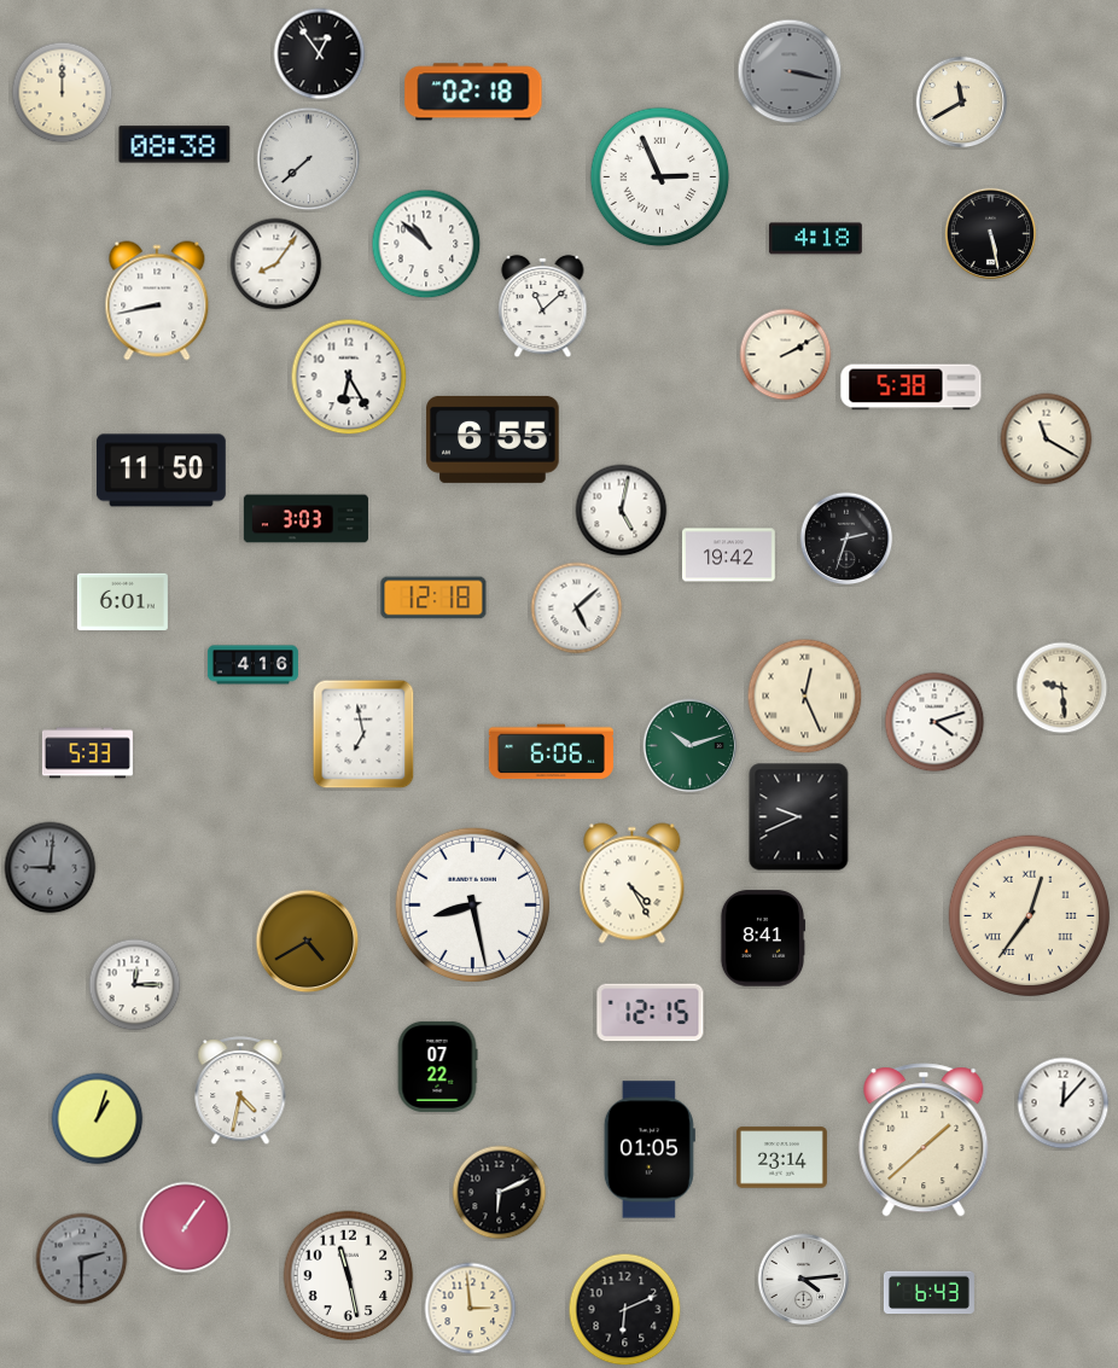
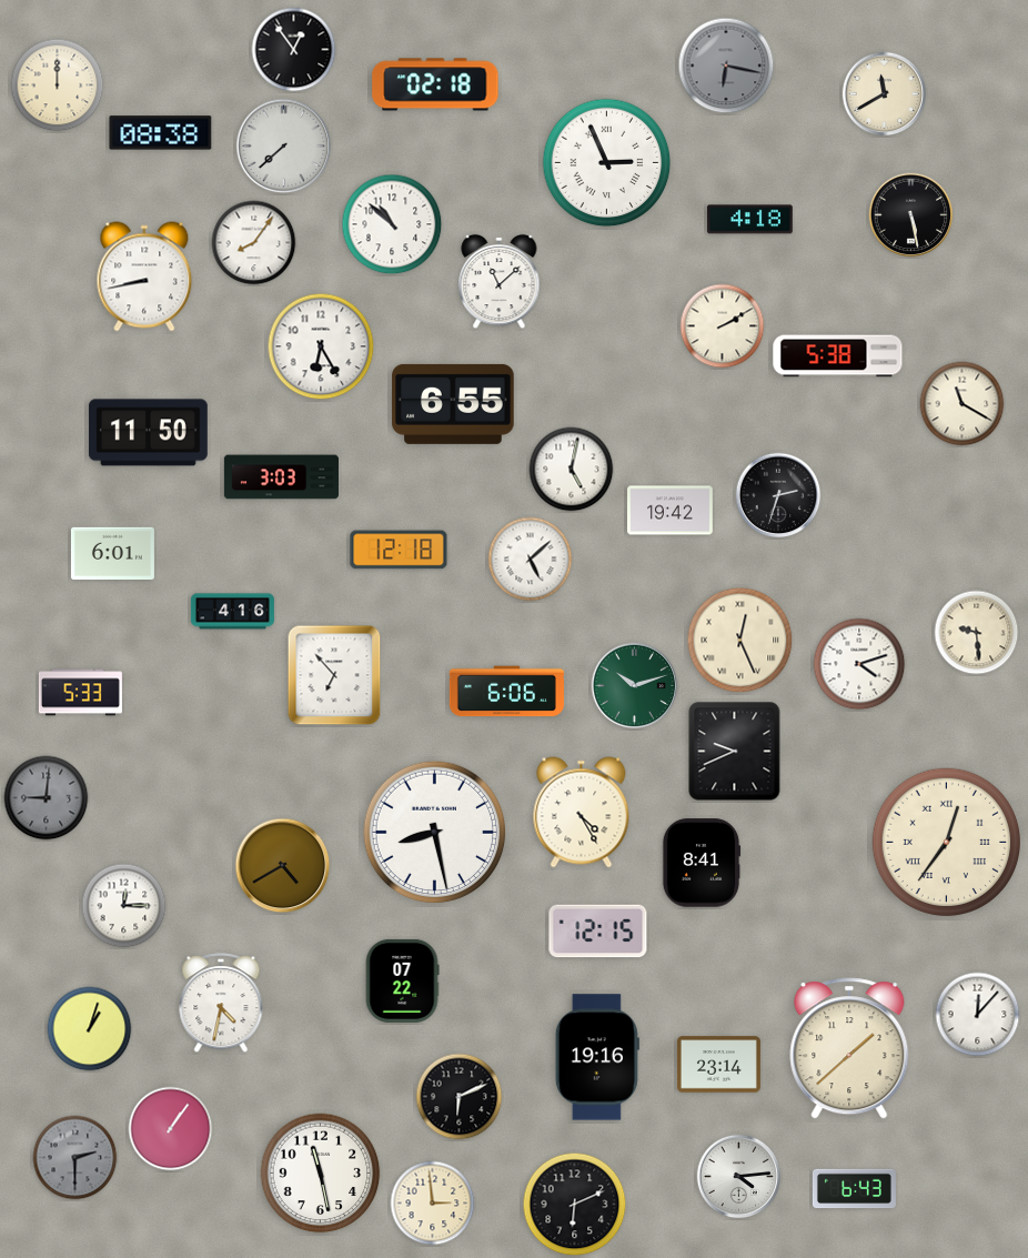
clock at (790, 71): 3:17 -> 6:17
clock at (363, 734): 6:58 -> 6:53
clock at (650, 1149): 01:05 -> 19:16
